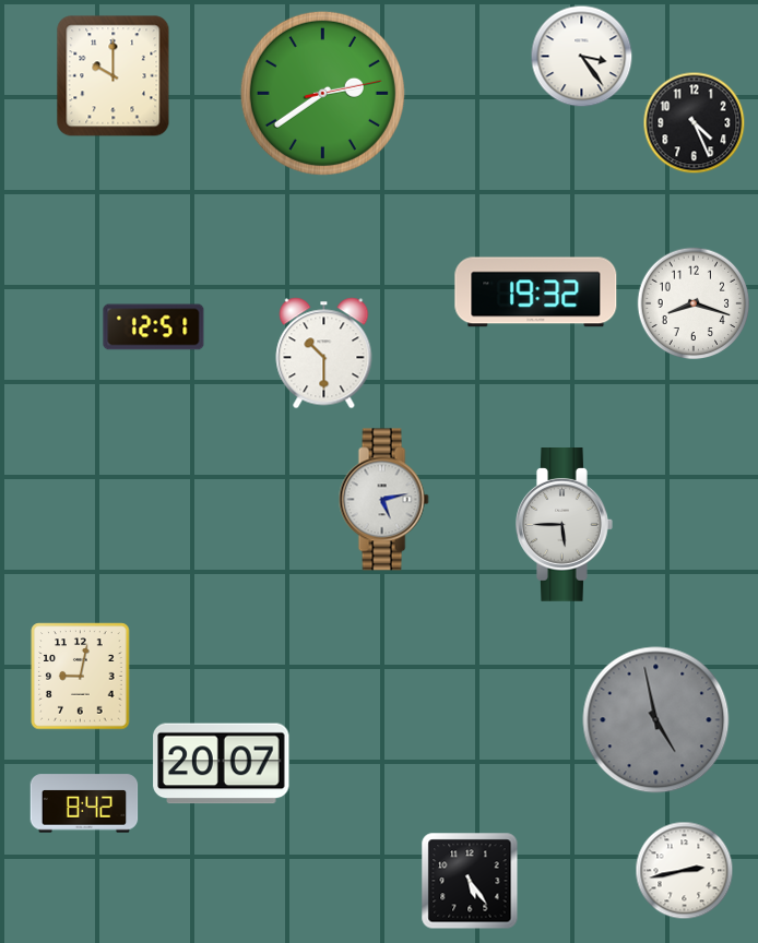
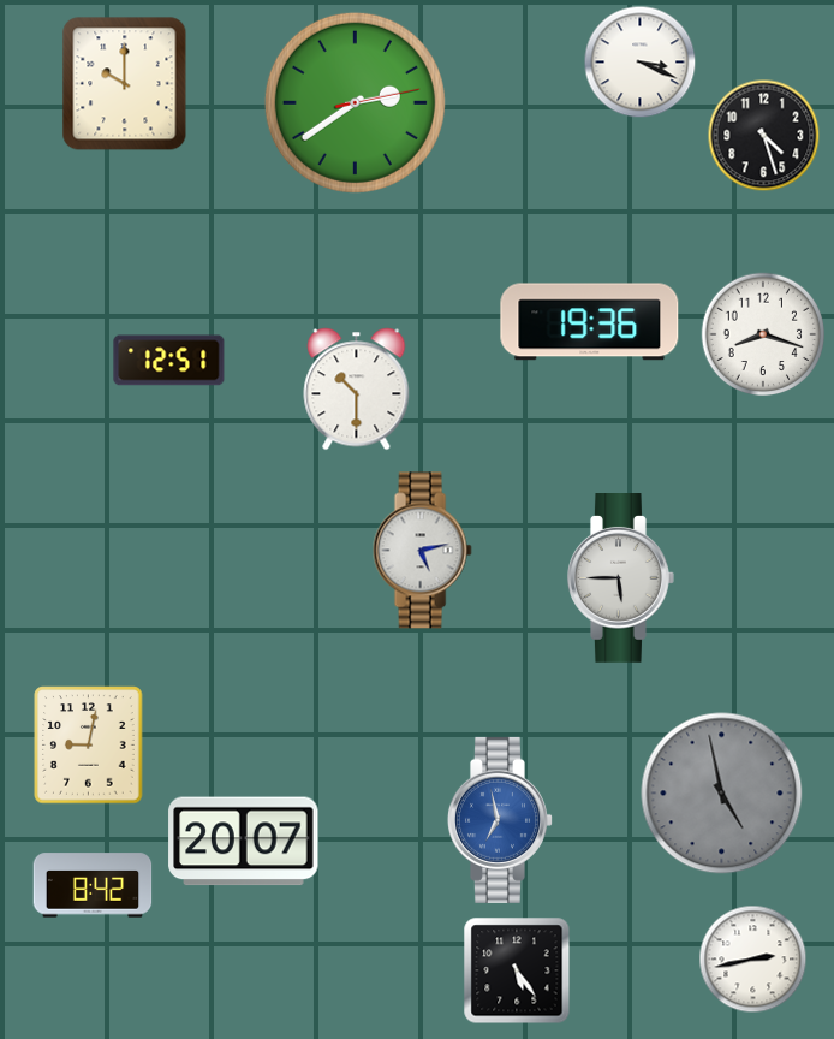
clock at (582, 57): 3:24 -> 3:19
clock at (695, 123): 4:26 -> 4:27
clock at (536, 293): 19:32 -> 19:36
clock at (499, 820): none -> 6:58
